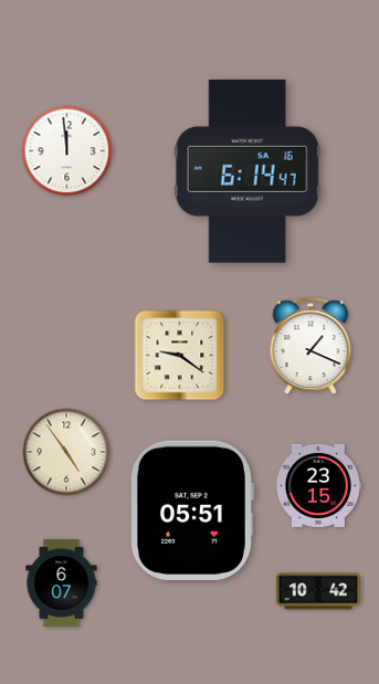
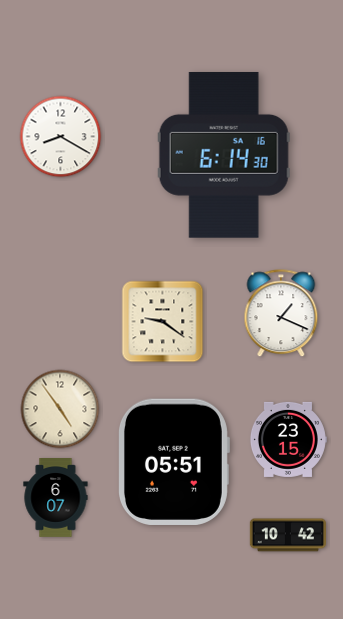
clock at (67, 151): 11:59 -> 8:20
clock at (248, 171): 6:14:47 -> 6:14:30
clock at (62, 583) position: (62, 583) -> (56, 498)
